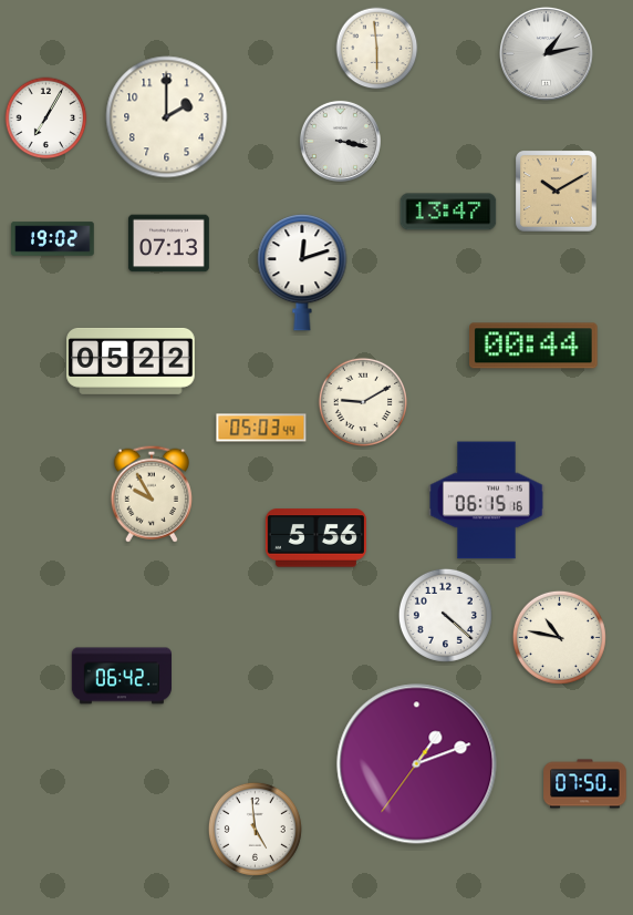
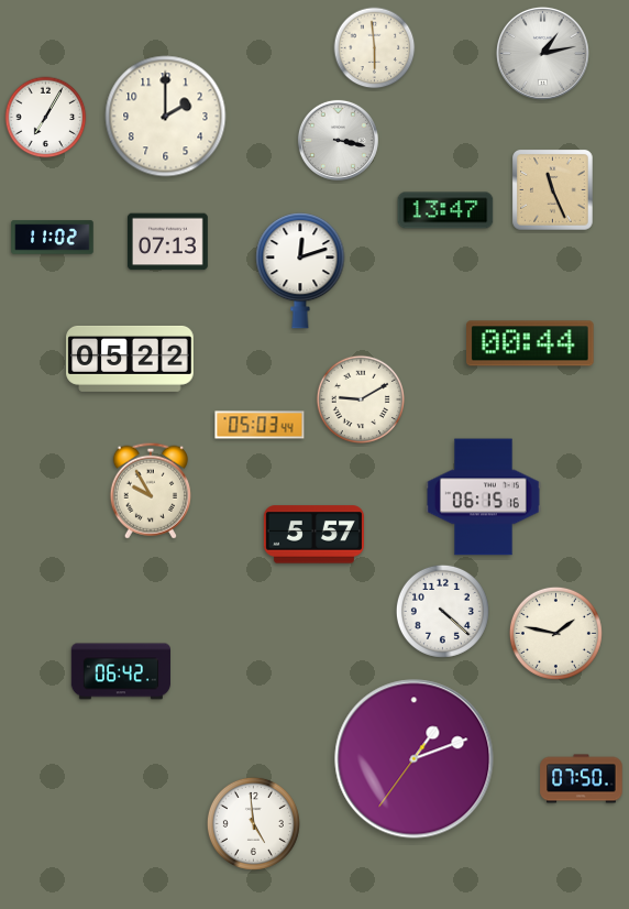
clock at (557, 192): 10:10 -> 11:26
clock at (53, 239): 19:02 -> 11:02
clock at (315, 538): 5:56 -> 5:57
clock at (559, 637): 10:47 -> 1:47
